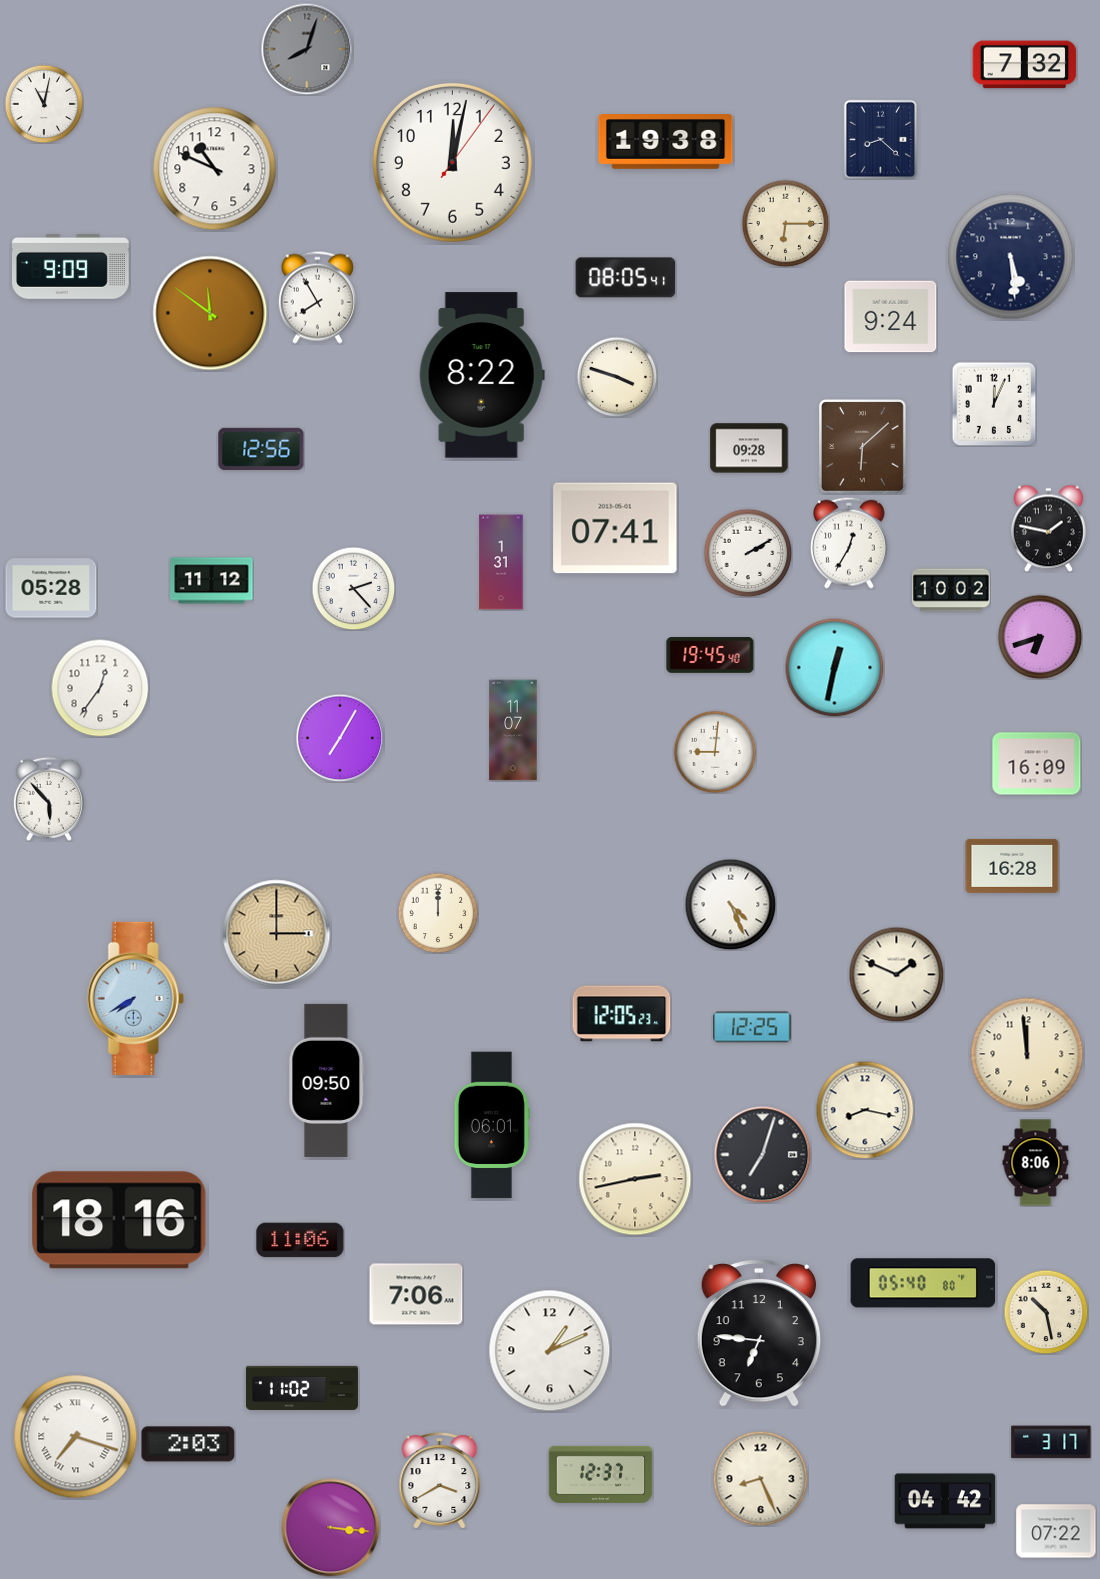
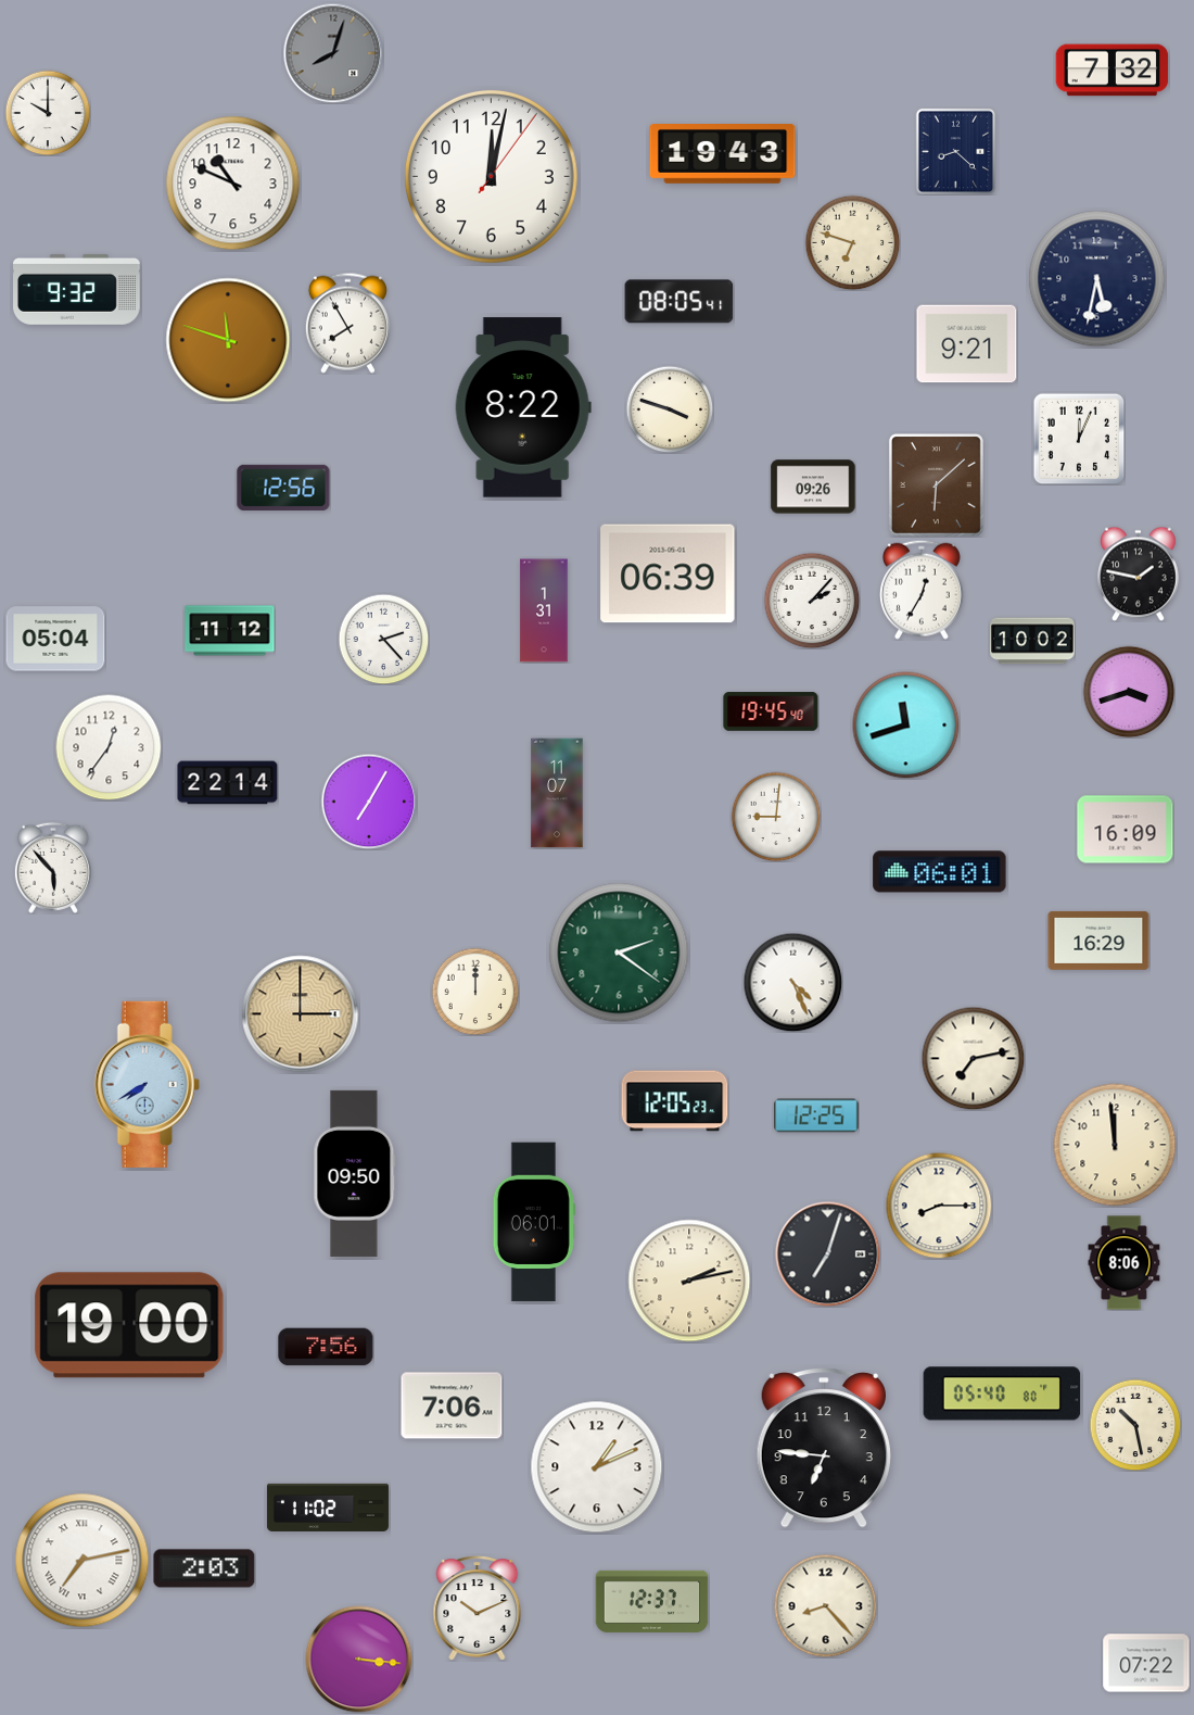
clock at (44, 104): 11:02 -> 10:00
clock at (666, 142): 19:38 -> 19:43
clock at (785, 223): 6:15 -> 6:48
clock at (1011, 257): 5:29 -> 5:32
clock at (71, 266): 9:09 -> 9:32
clock at (317, 297) position: (317, 297) -> (347, 323)
clock at (210, 313): 11:51 -> 11:48
clock at (891, 317): 9:24 -> 9:21
clock at (749, 448): 09:28 -> 09:26
clock at (615, 528): 07:41 -> 06:39
clock at (748, 553): 2:10 -> 2:07
clock at (51, 588): 05:28 -> 05:04
clock at (1040, 637): 6:42 -> 3:42
clock at (835, 668): 12:32 -> 11:42
clock at (228, 783): none -> 22:14
clock at (940, 872): none -> 06:01
clock at (1012, 866): 16:28 -> 16:29
clock at (619, 953): none -> 2:21
clock at (896, 974): 1:49 -> 7:13
clock at (865, 1110): 8:17 -> 8:15
clock at (635, 1179): 2:43 -> 2:13
clock at (119, 1220): 18:16 -> 19:00
clock at (300, 1240): 11:06 -> 7:56
clock at (76, 1437): 7:18 -> 7:13
clock at (1051, 1442): 3:17 -> none
clock at (760, 1478): 8:26 -> 8:23
clock at (440, 1481): 3:40 -> 10:11
clock at (945, 1501): 04:42 -> none
